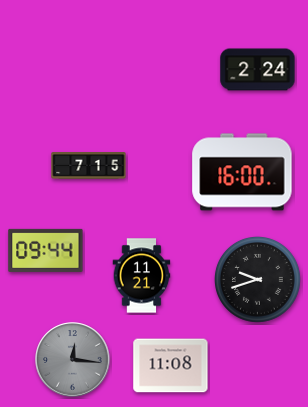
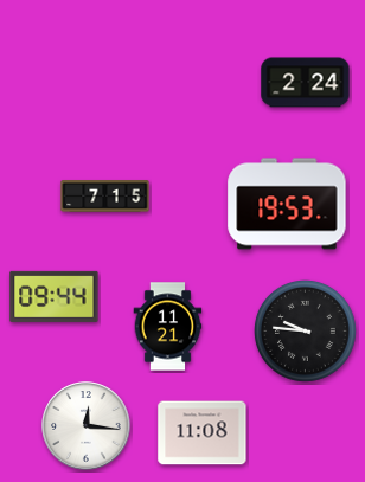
clock at (242, 172): 16:00 -> 19:53
clock at (258, 280): 9:42 -> 9:46
clock at (73, 360) dial: grey -> white
